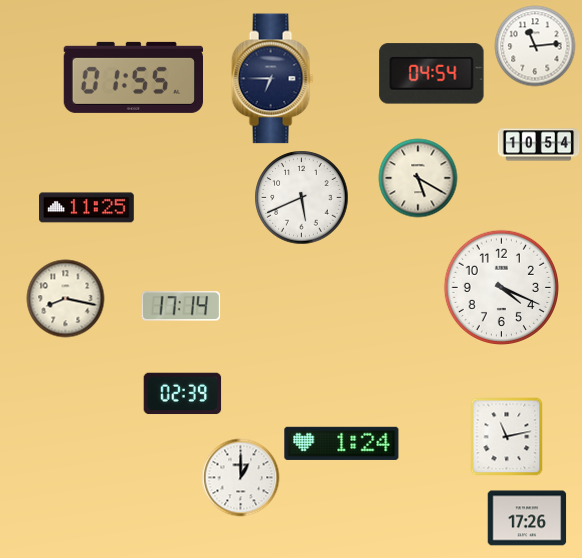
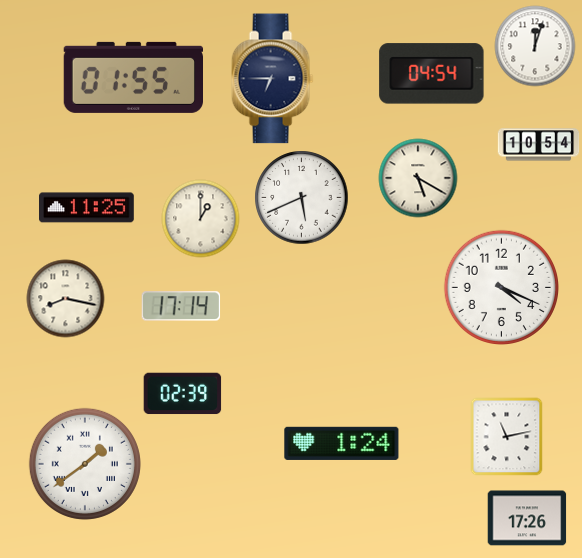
clock at (535, 46): 11:14 -> 12:03
clock at (200, 218): none -> 1:00
clock at (85, 464): none -> 1:39
clock at (240, 477): 1:00 -> none
